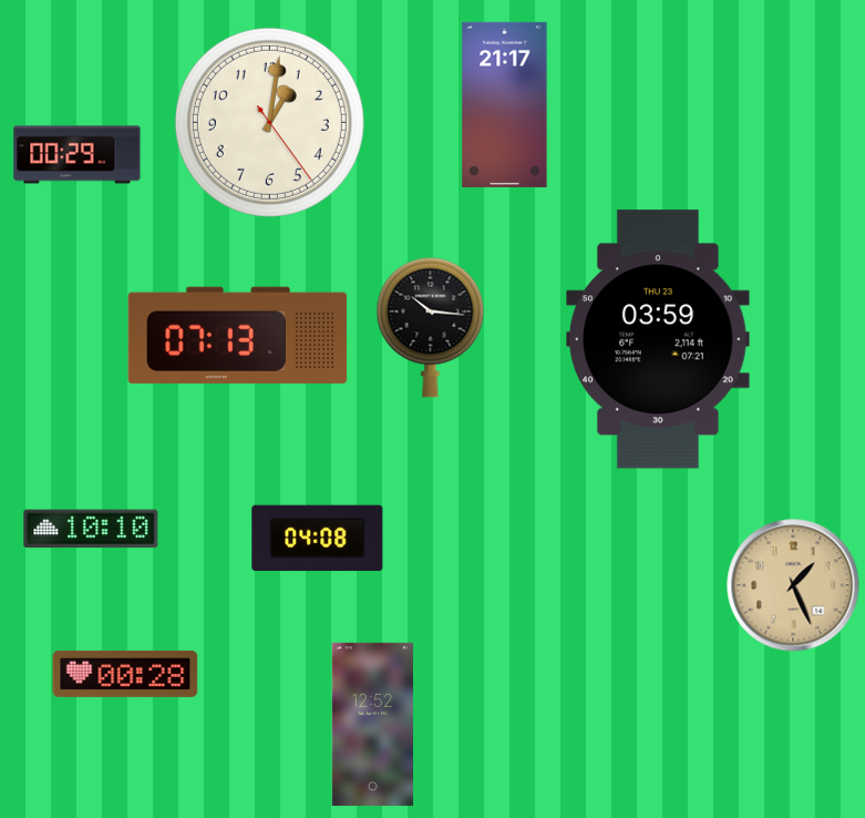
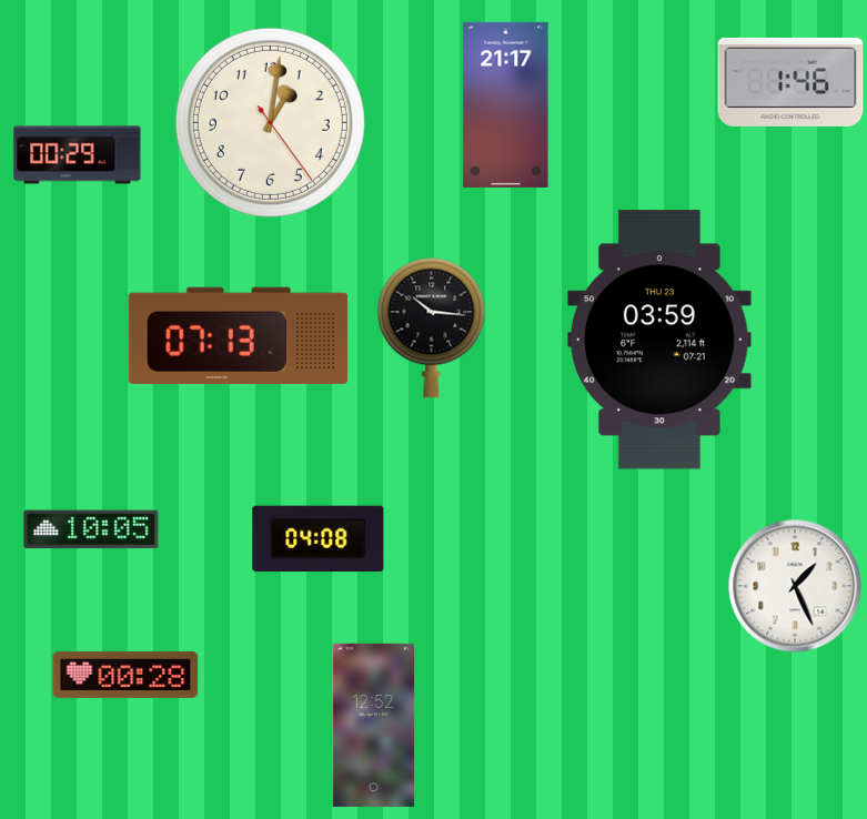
clock at (790, 82): none -> 1:46
clock at (91, 529): 10:10 -> 10:05
clock at (793, 585) dial: champagne -> white
